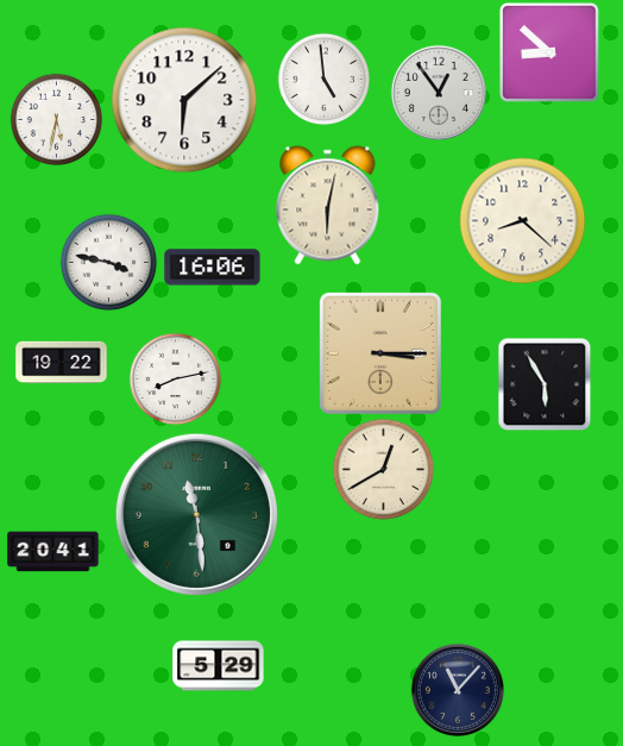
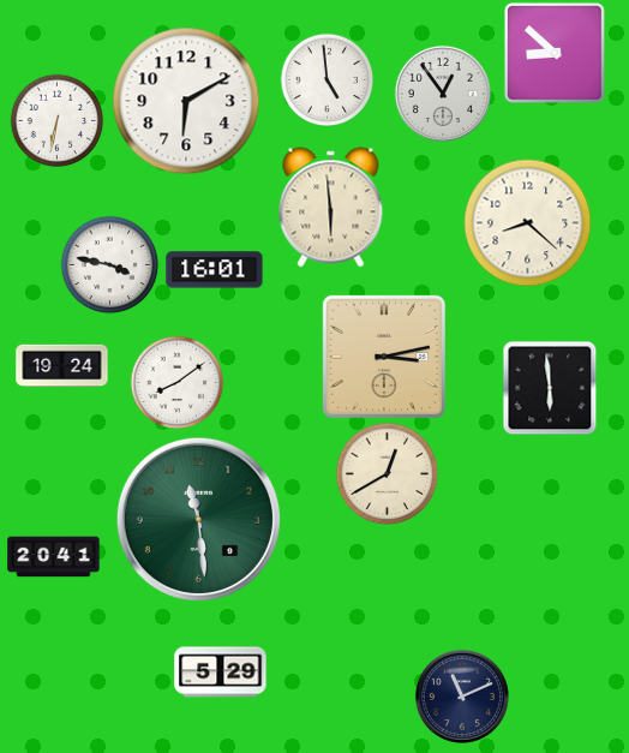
clock at (184, 100): 6:08 -> 6:10
clock at (56, 119): 5:32 -> 6:32
clock at (328, 206): 6:02 -> 5:59
clock at (213, 268): 16:06 -> 16:01
clock at (380, 353): 3:15 -> 3:13
clock at (62, 363): 19:22 -> 19:24
clock at (175, 378): 8:13 -> 8:09
clock at (545, 384): 5:55 -> 5:59
clock at (458, 690): 11:07 -> 11:11
